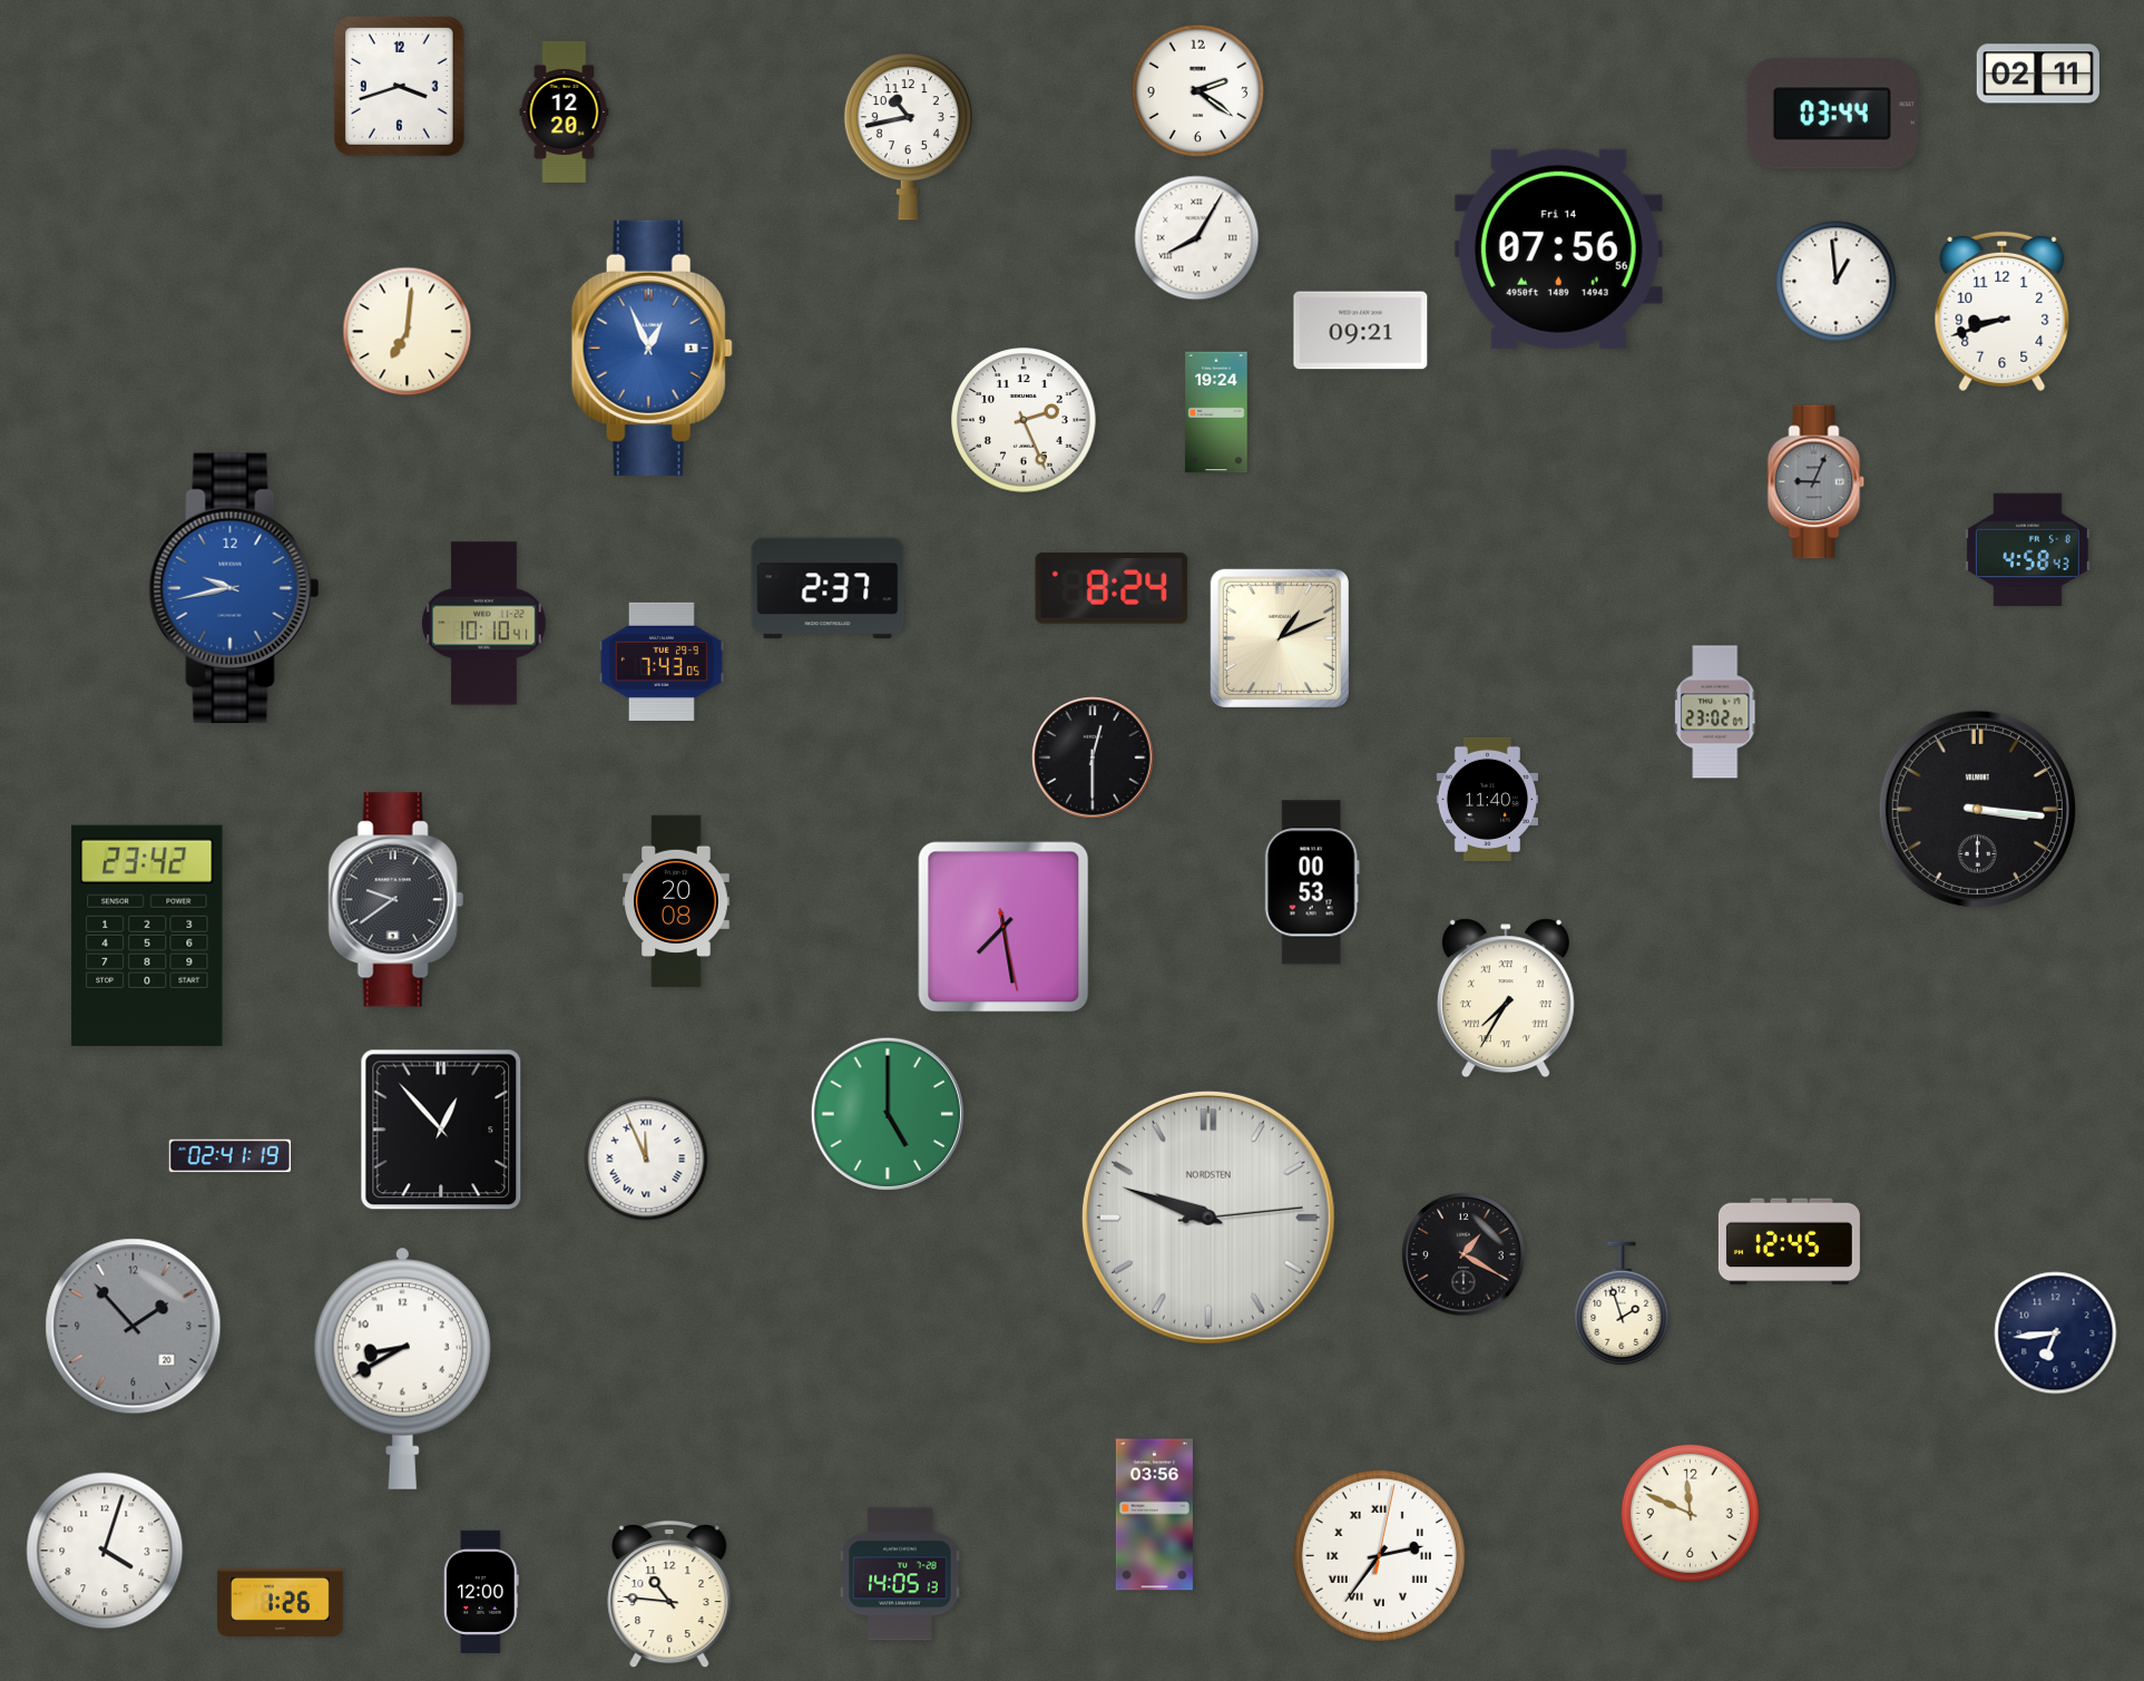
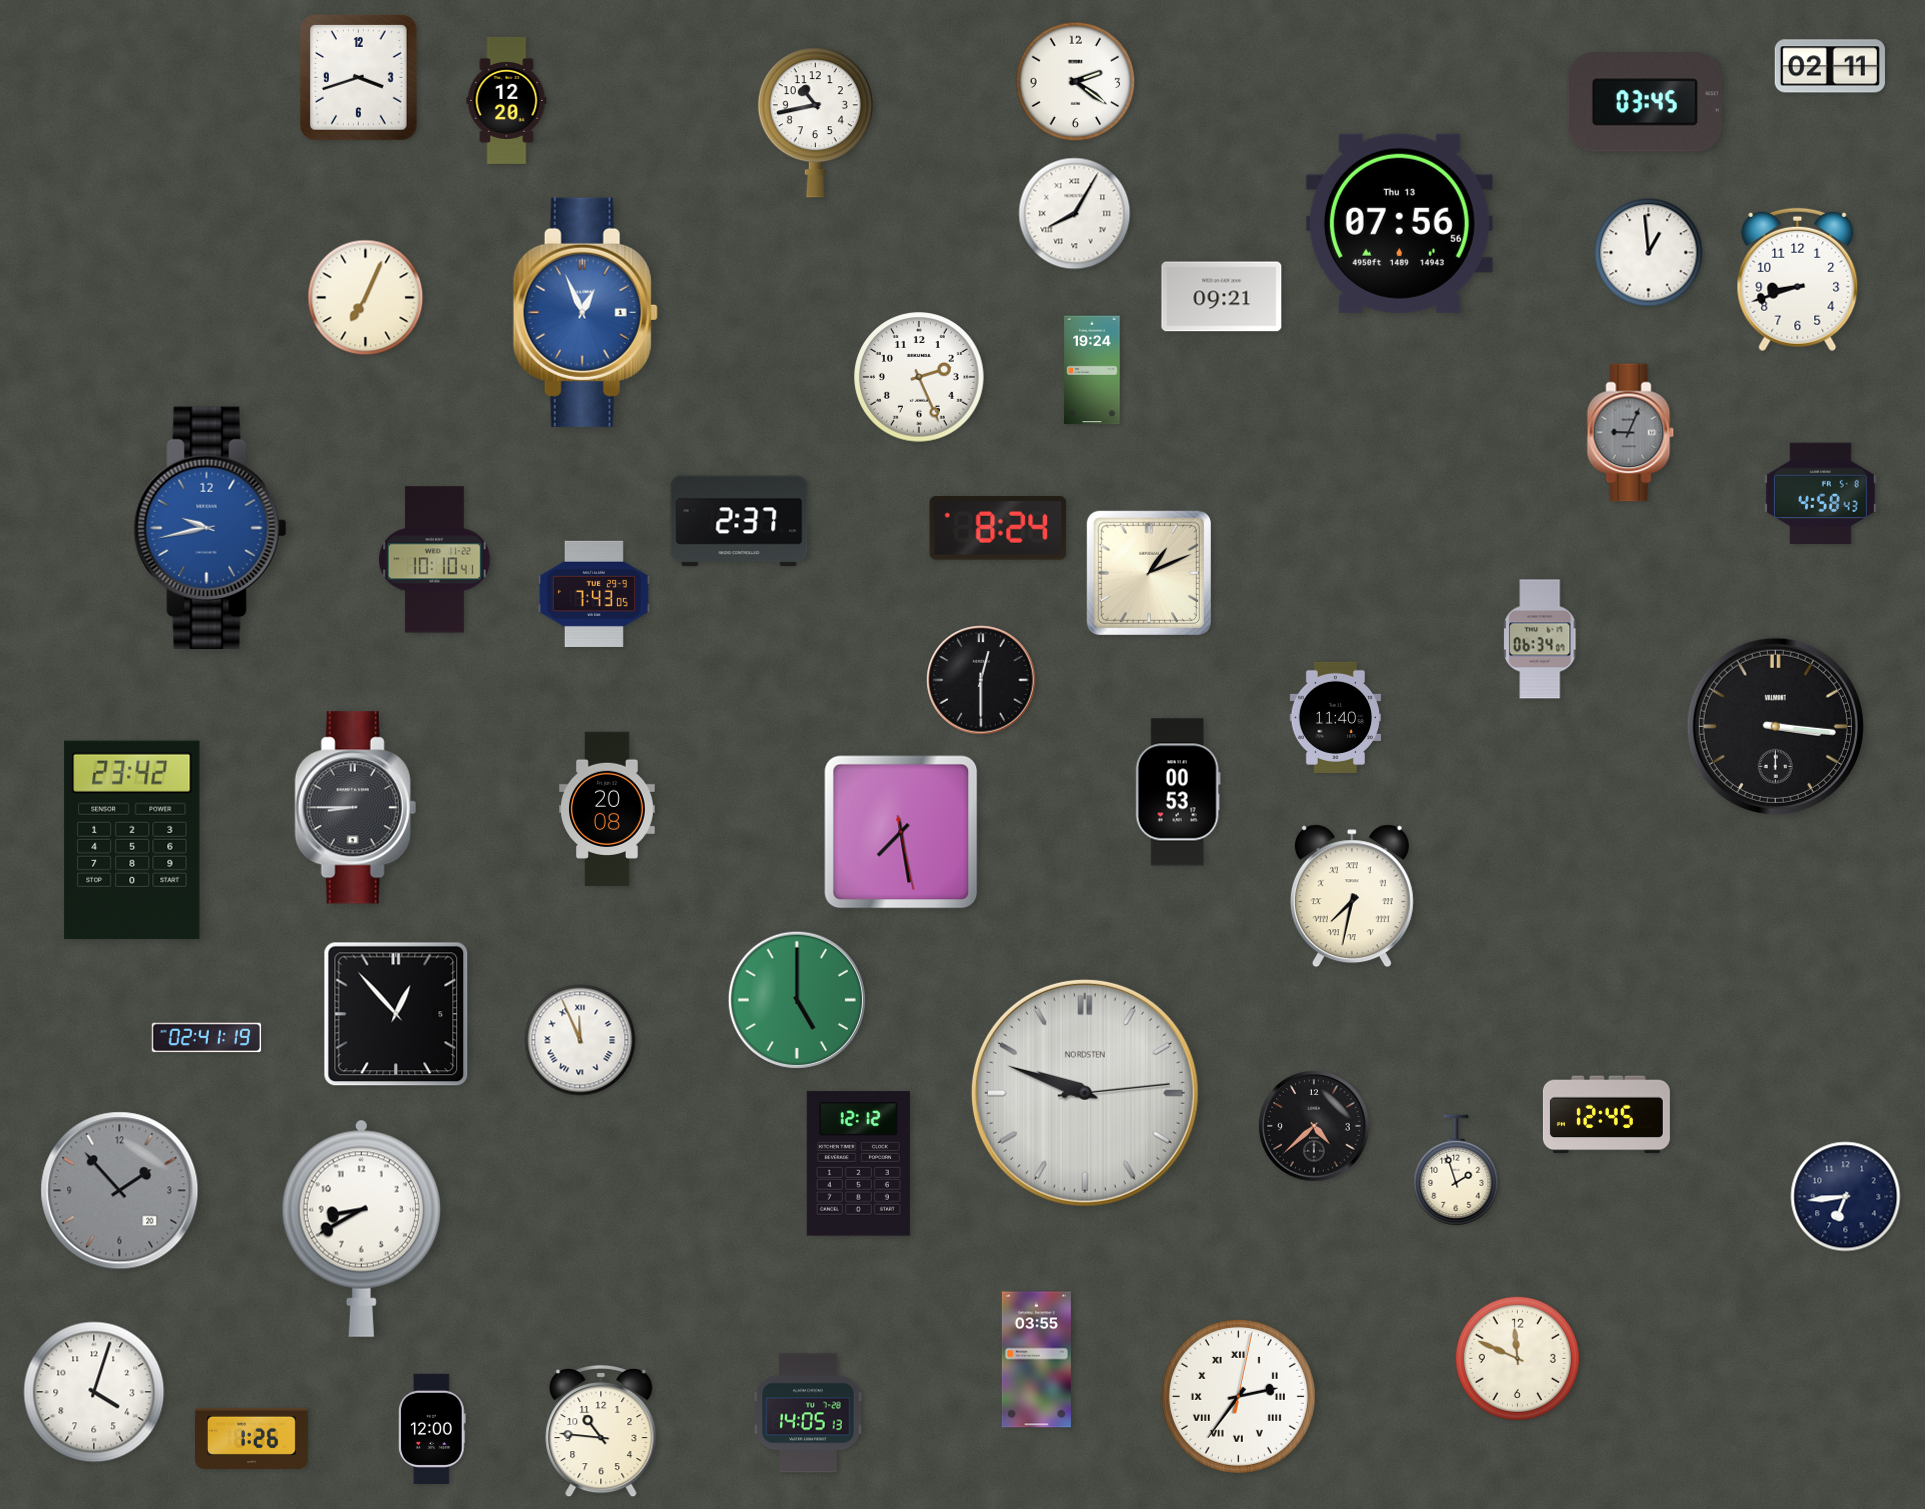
clock at (1832, 114): 03:44 -> 03:45
clock at (1558, 248) date: Fri 14 -> Thu 13
clock at (408, 332): 7:01 -> 7:04
clock at (828, 588) position: (828, 588) -> (739, 521)
clock at (1716, 712): 23:02 -> 06:34
clock at (395, 900): 9:39 -> 8:45
clock at (1506, 998): 7:35 -> 7:32
clock at (1463, 1254): 1:20 -> 4:38
clock at (858, 1164): none -> 12:12
clock at (1154, 1515): 03:56 -> 03:55
